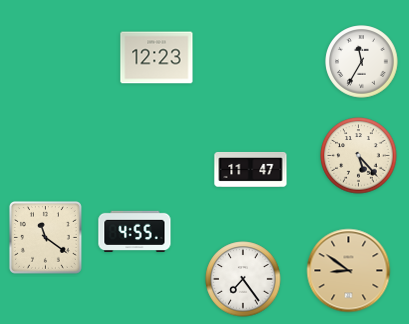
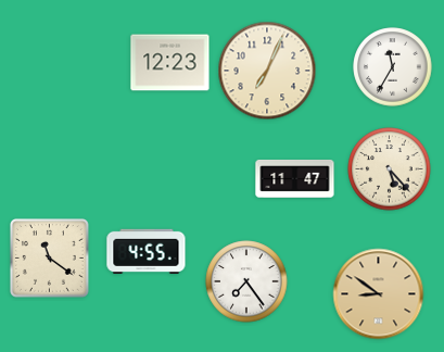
clock at (267, 71): none -> 7:04
clock at (251, 169) position: (251, 169) -> (295, 178)
clock at (243, 279) position: (243, 279) -> (246, 281)
